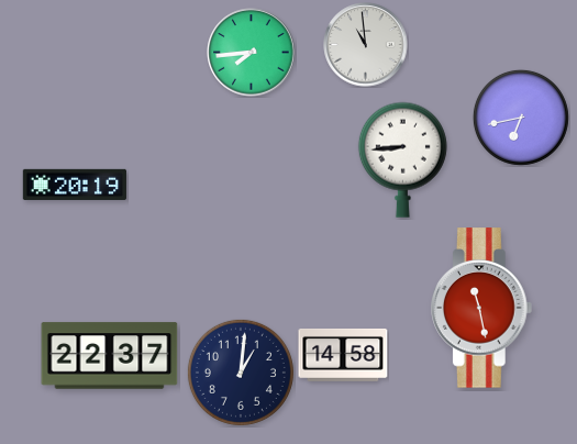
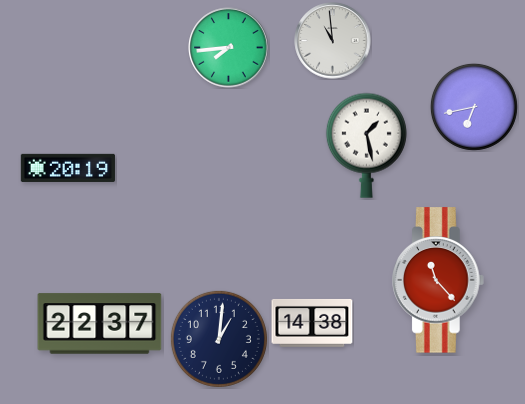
clock at (402, 159): 8:44 -> 1:28
clock at (481, 308): 11:28 -> 11:23
clock at (343, 355): 14:58 -> 14:38
